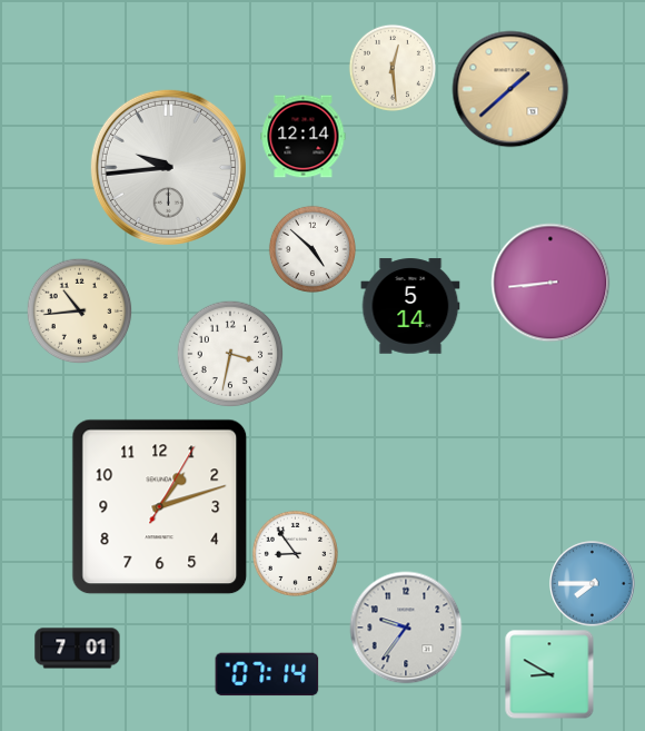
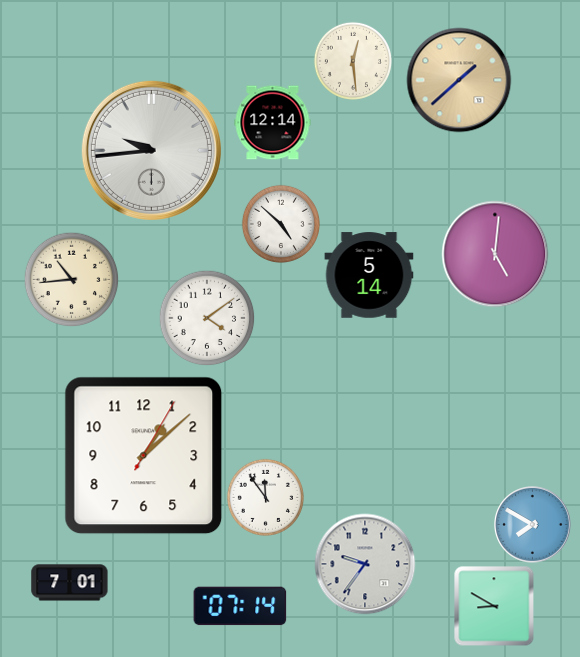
clock at (550, 283): 8:44 -> 5:01
clock at (230, 354): 3:32 -> 4:09
clock at (160, 507): 1:12 -> 1:08
clock at (295, 553): 8:54 -> 11:54
clock at (593, 584): 7:45 -> 7:50
